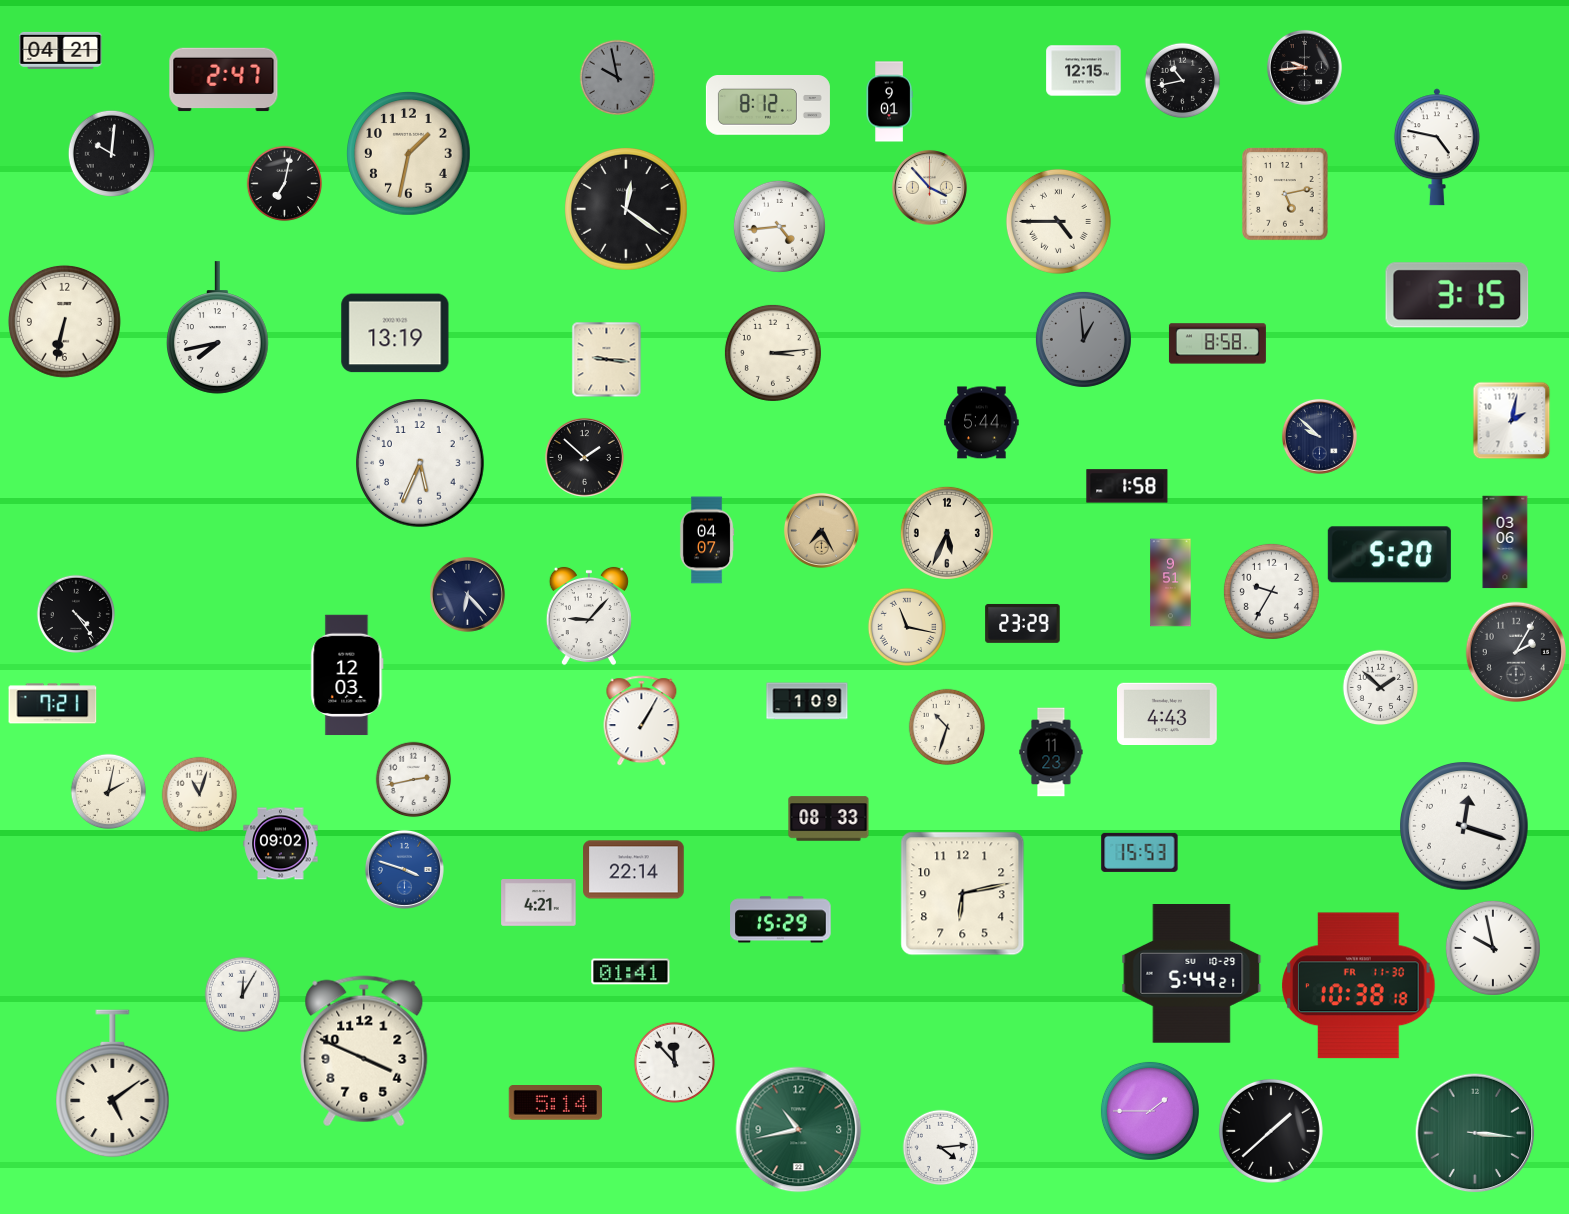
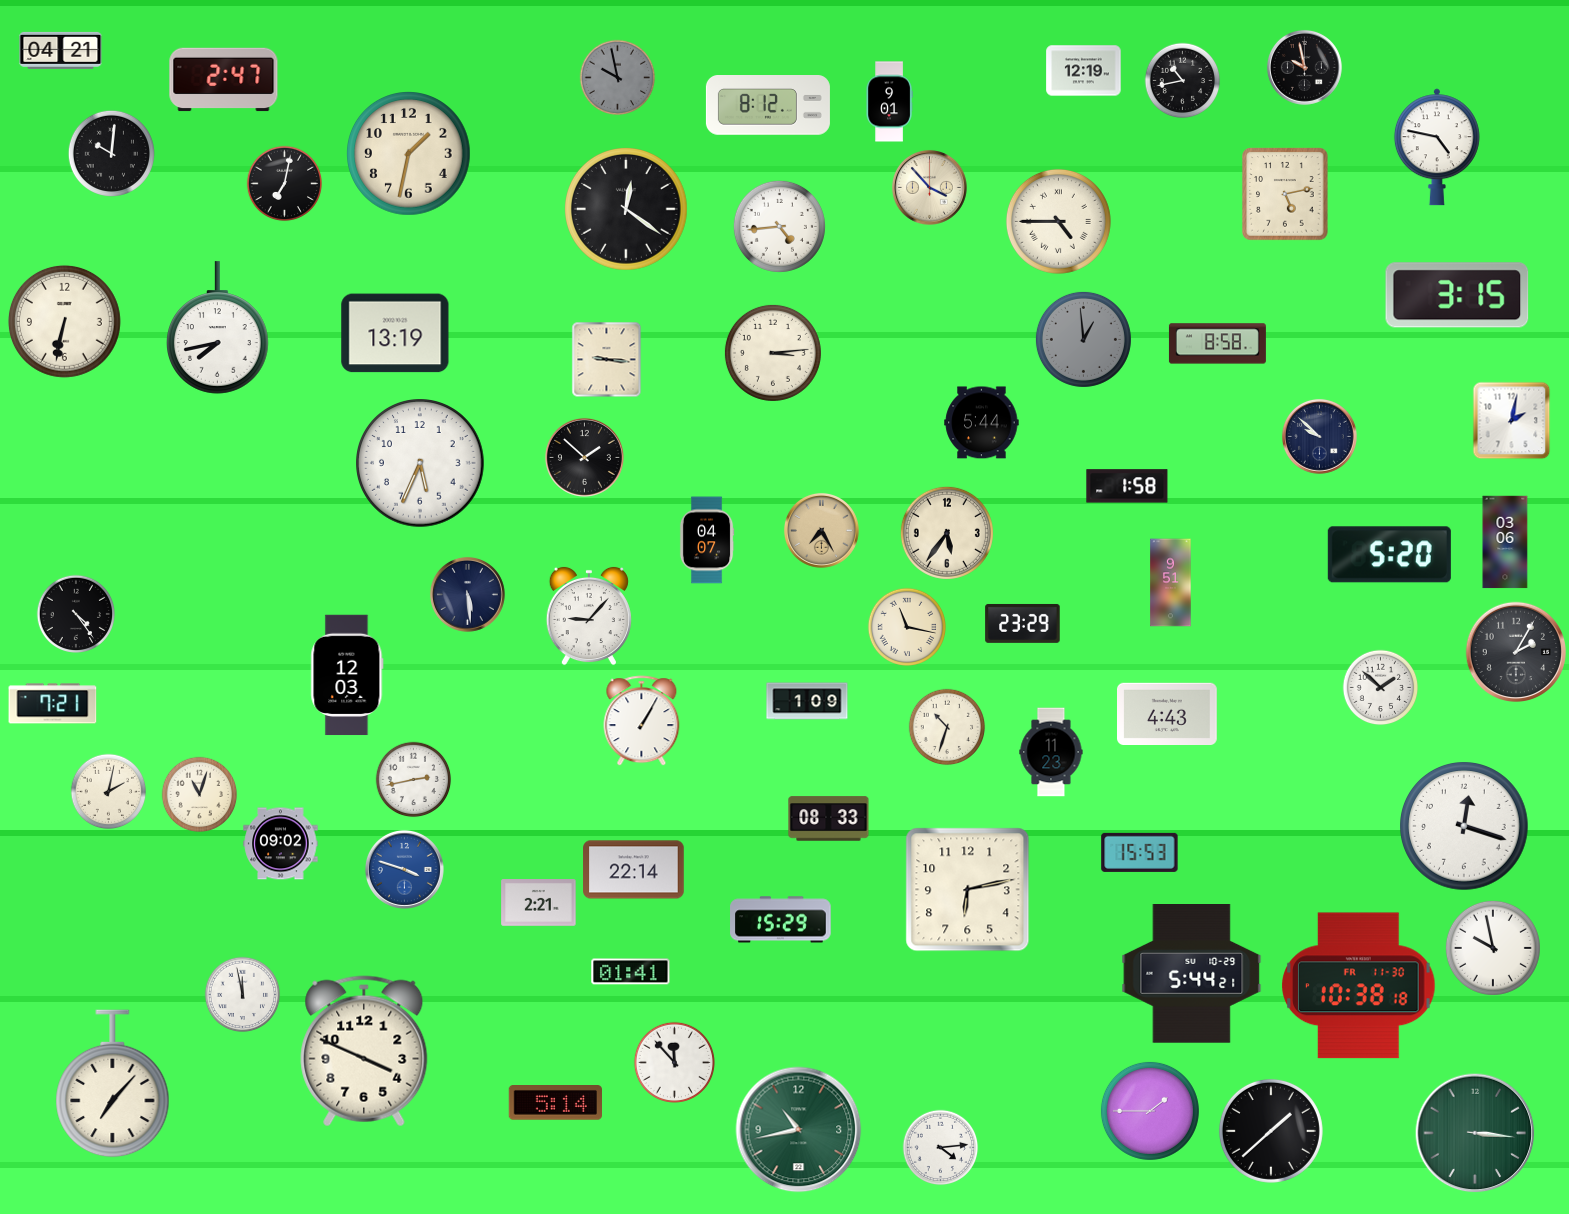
clock at (1304, 67): 9:44 -> 9:58
clock at (1084, 71): 12:15 -> 12:19
clock at (947, 533): 5:34 -> 5:36
clock at (1271, 591): 9:35 -> none
clock at (467, 594): 6:23 -> 5:29
clock at (963, 894) position: (963, 894) -> (968, 890)
clock at (539, 903): 4:21 -> 2:21
clock at (243, 995): 12:05 -> 11:58
clock at (113, 1084): 5:09 -> 7:07
